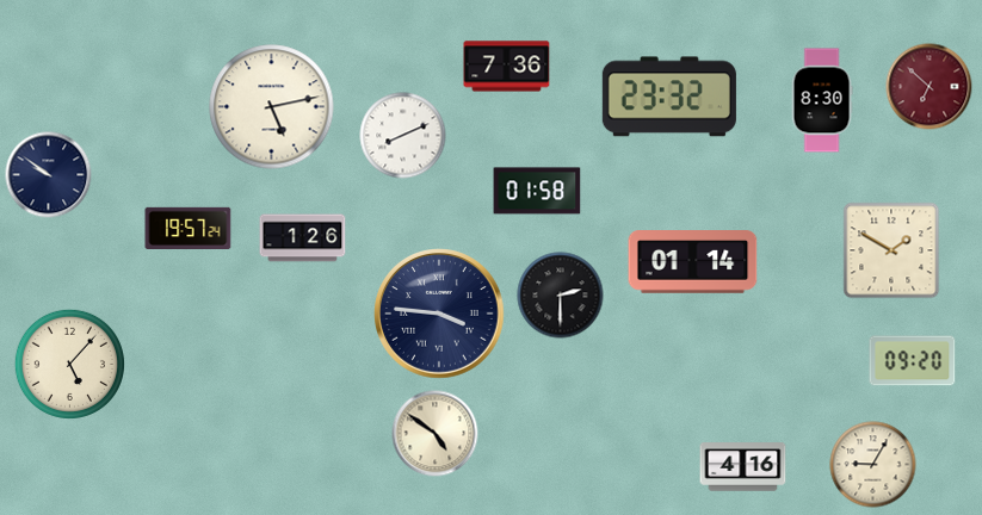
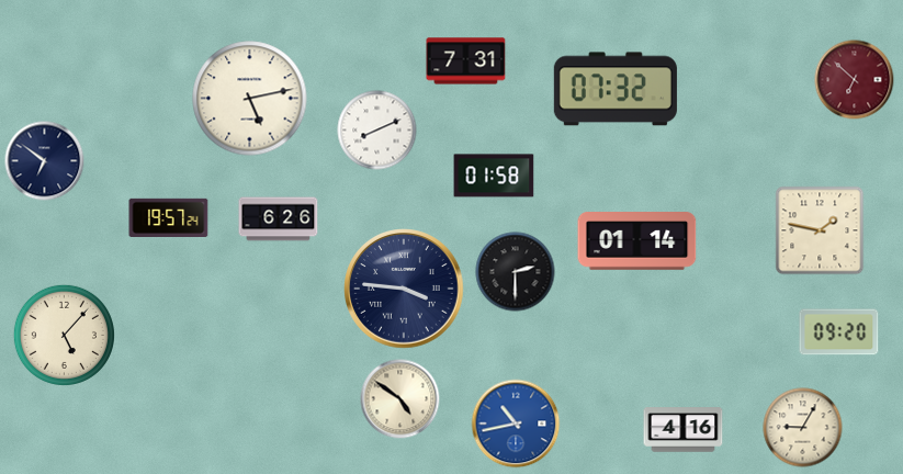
clock at (507, 67): 7:36 -> 7:31
clock at (669, 97): 23:32 -> 07:32
clock at (822, 100): 8:30 -> none
clock at (403, 136) position: (403, 136) -> (377, 131)
clock at (49, 175): 9:51 -> 6:51
clock at (189, 228) position: (189, 228) -> (169, 217)
clock at (303, 238): 1:26 -> 6:26
clock at (891, 250): 1:50 -> 1:47
clock at (516, 424): none -> 10:43
